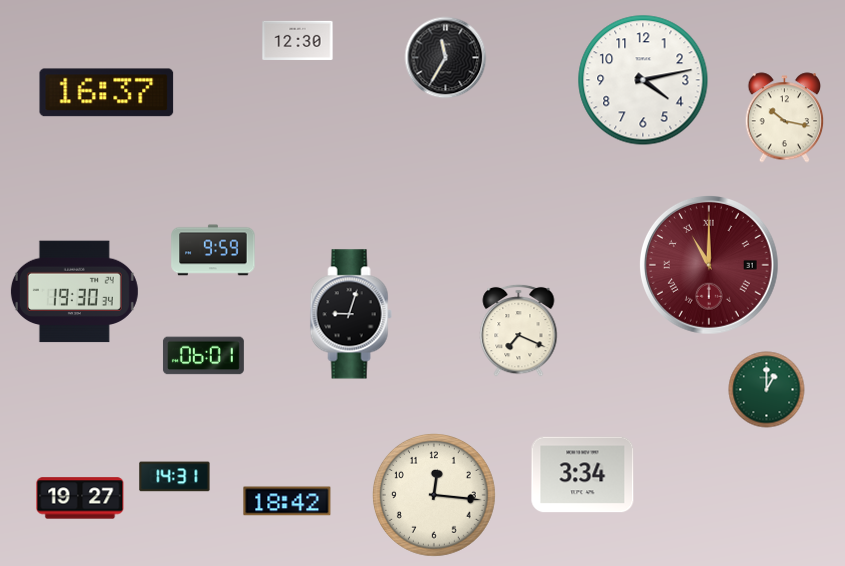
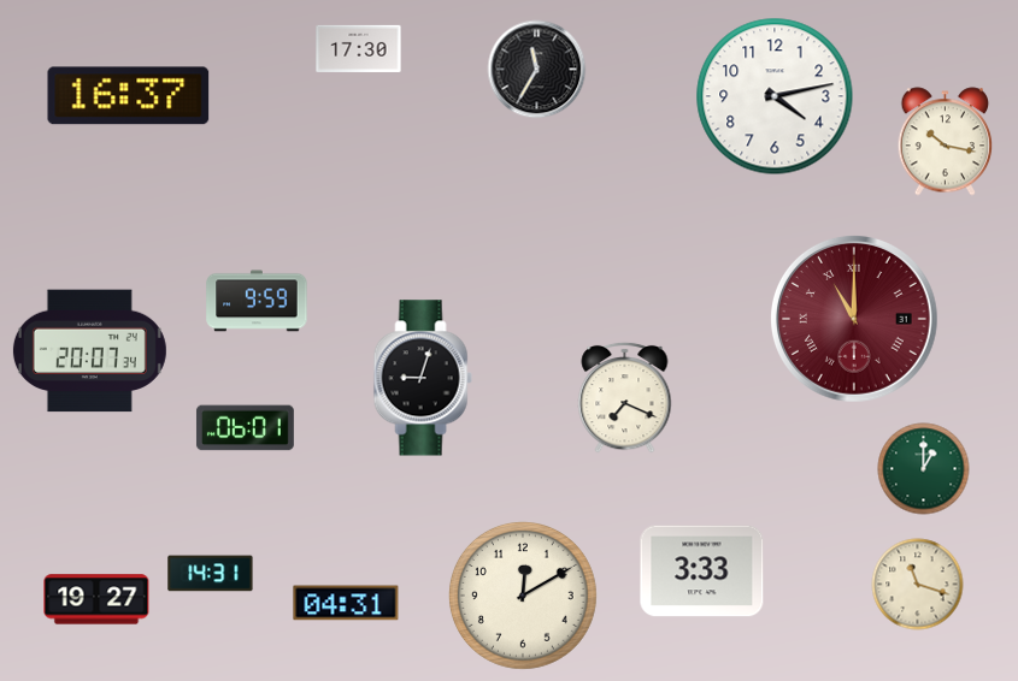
clock at (298, 40): 12:30 -> 17:30
clock at (107, 93) position: (107, 93) -> (129, 96)
clock at (74, 292): 19:30 -> 20:07
clock at (583, 475): 3:34 -> 3:33
clock at (918, 585): none -> 11:18
clock at (434, 495): 12:16 -> 12:10
clock at (287, 501): 18:42 -> 04:31
